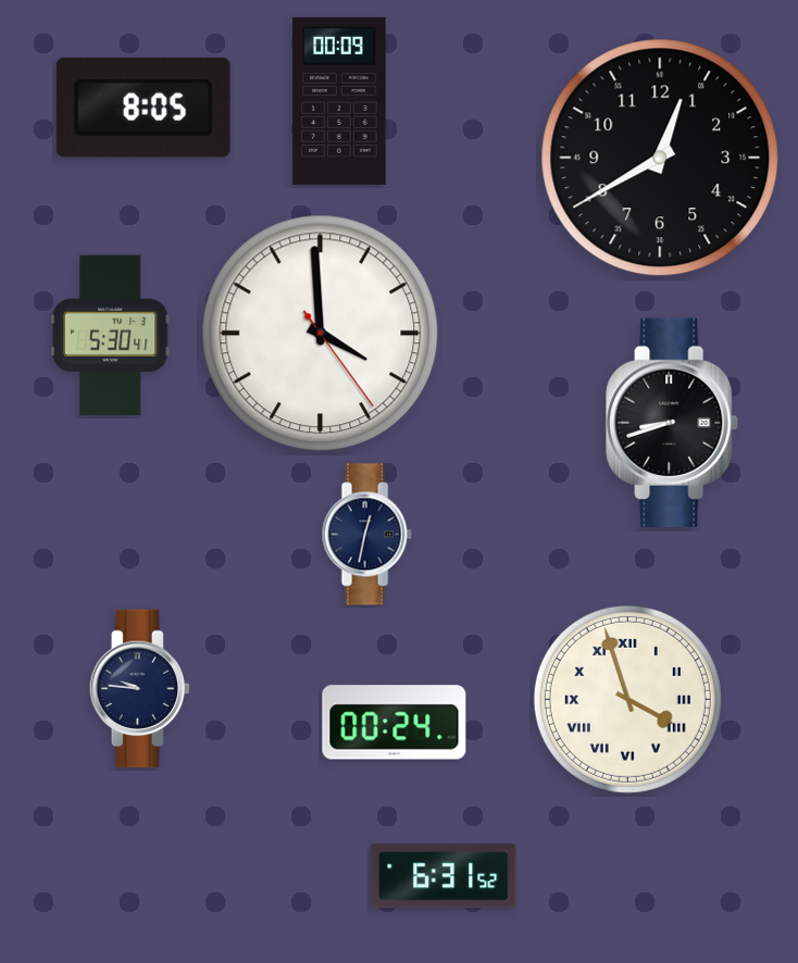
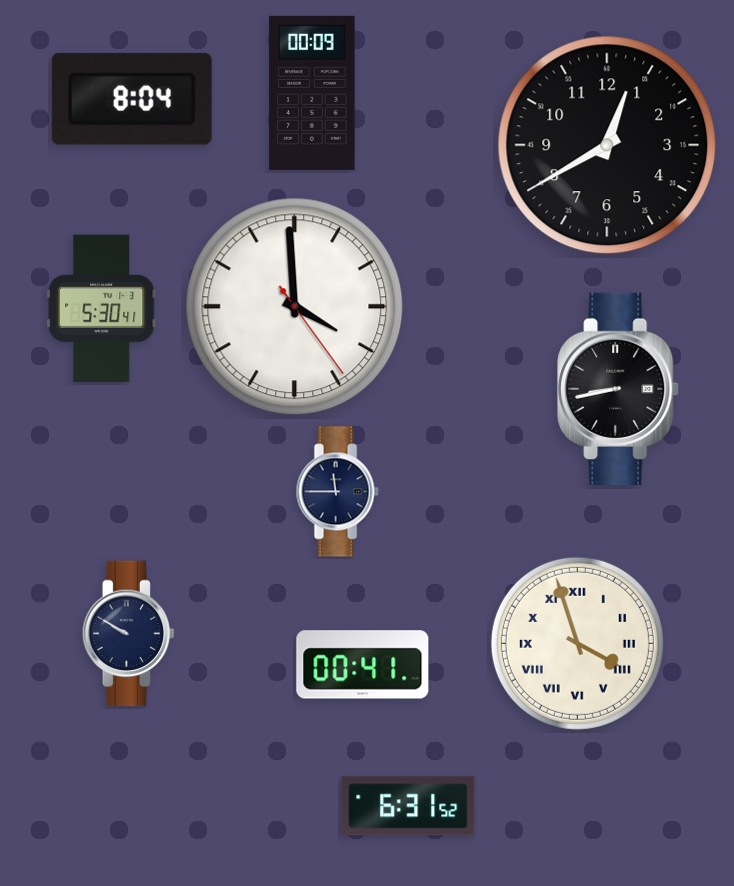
clock at (144, 108): 8:05 -> 8:04
clock at (672, 422): 8:42 -> 8:43
clock at (366, 535): 12:32 -> 11:45
clock at (140, 689): 9:46 -> 9:50
clock at (395, 723): 00:24 -> 00:41
